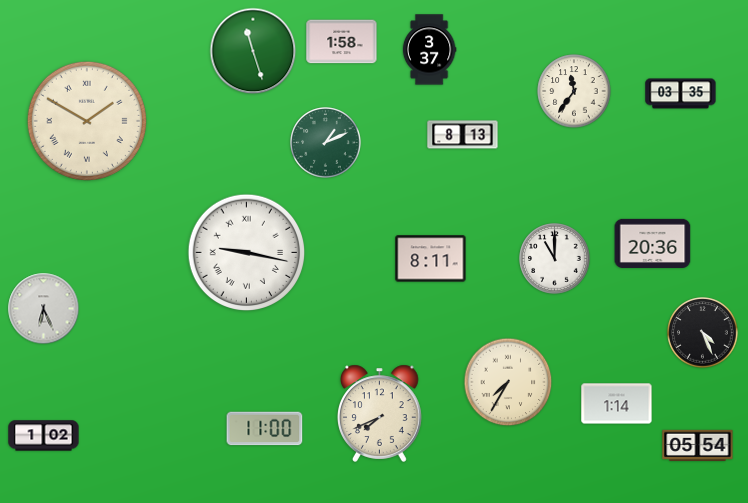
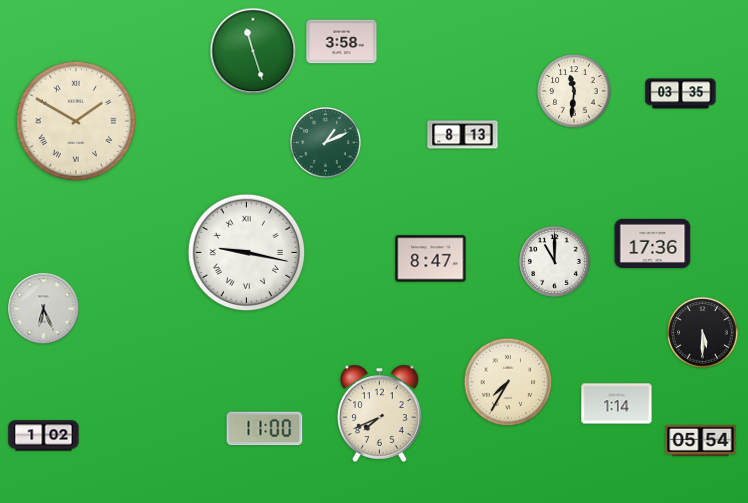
clock at (342, 42): 1:58 -> 3:58
clock at (429, 50): 3:37 -> none
clock at (574, 91): 11:36 -> 11:31
clock at (87, 121) position: (87, 121) -> (76, 121)
clock at (653, 243): 20:36 -> 17:36
clock at (431, 259): 8:11 -> 8:47
clock at (555, 259) position: (555, 259) -> (555, 262)
clock at (703, 333): 4:26 -> 5:30
clock at (698, 445) position: (698, 445) -> (701, 440)
